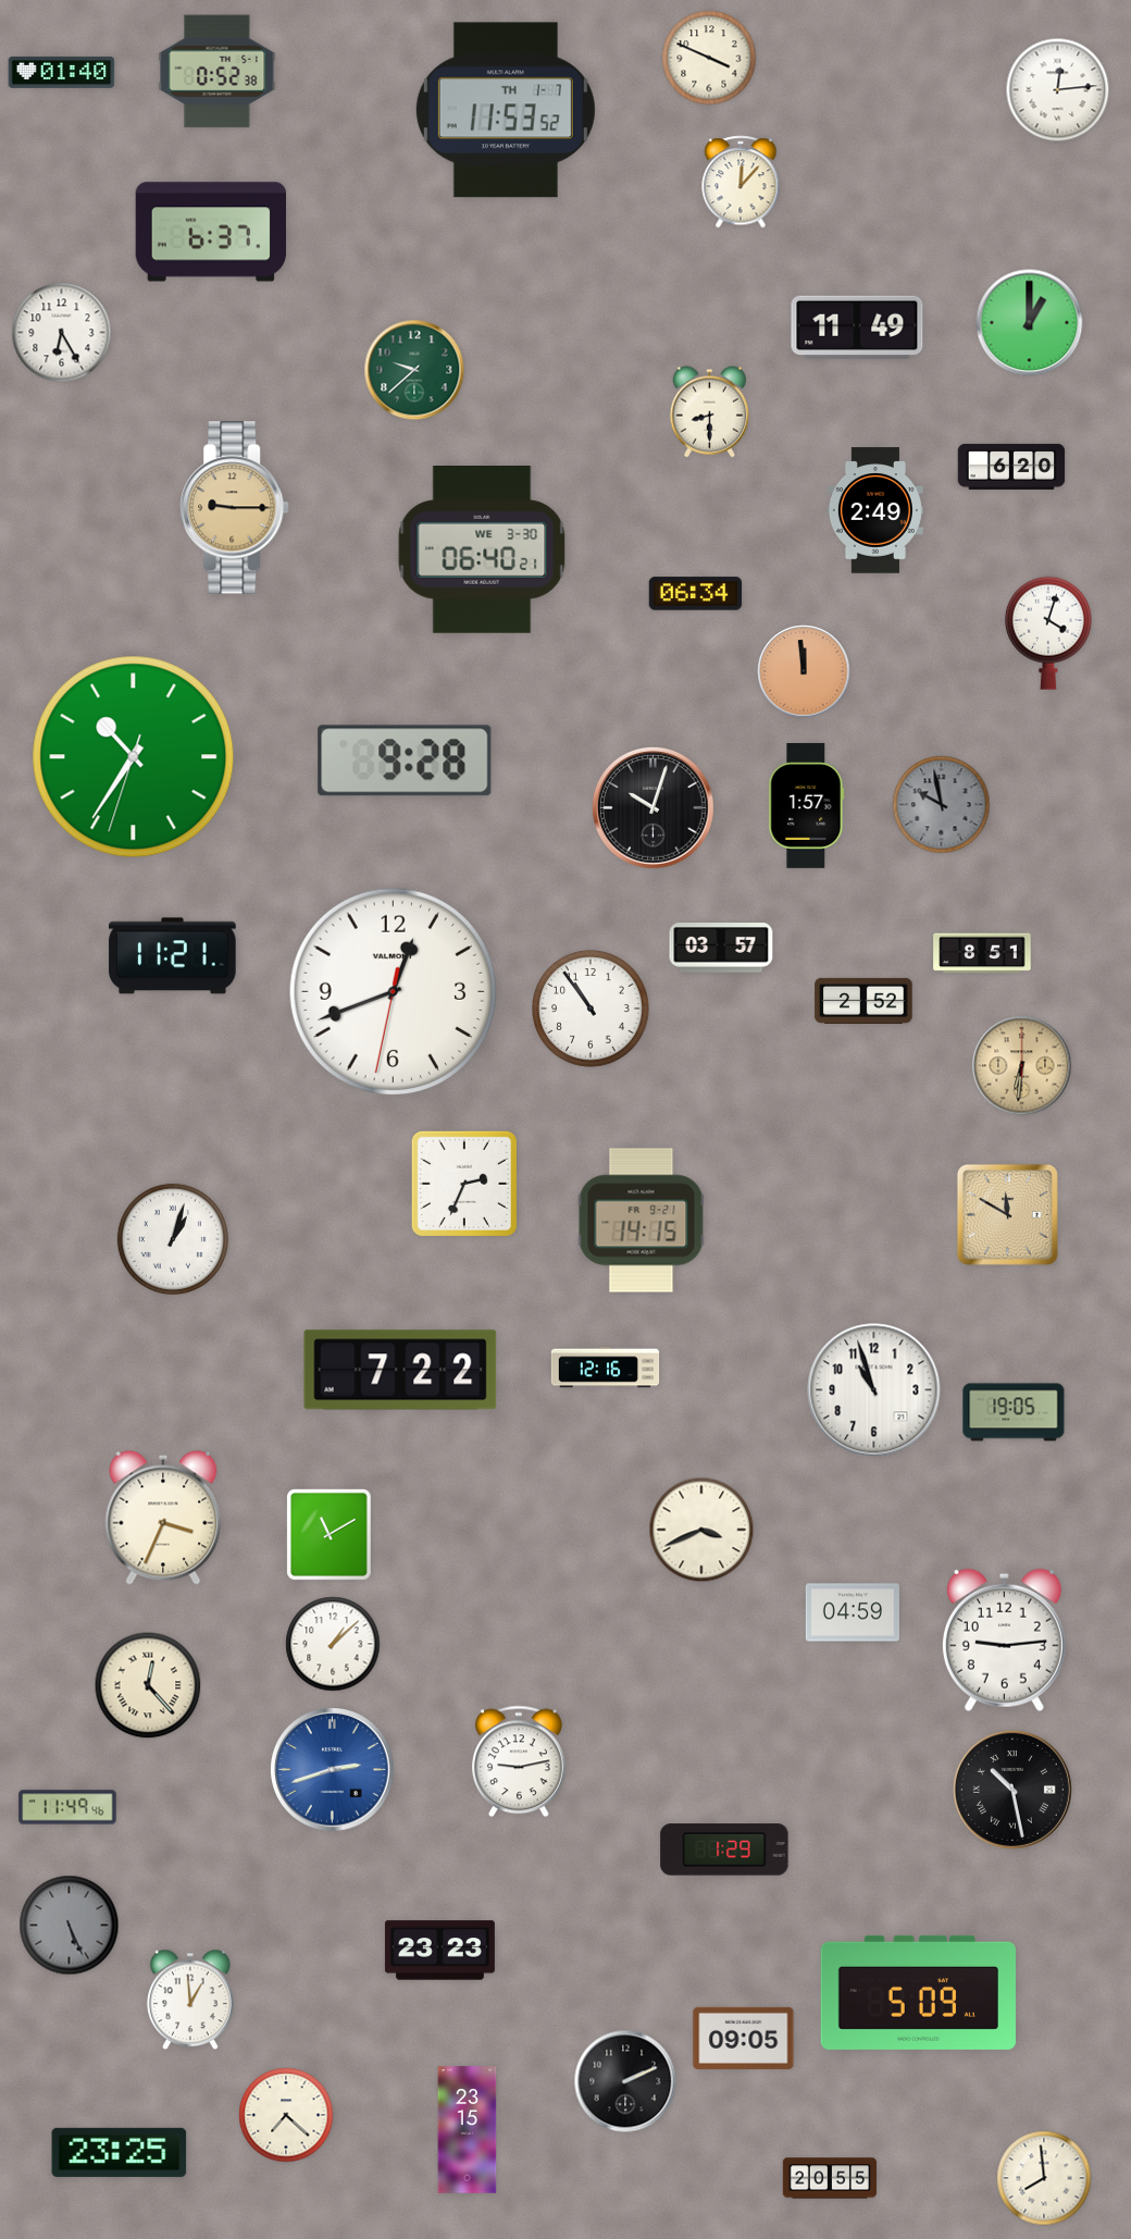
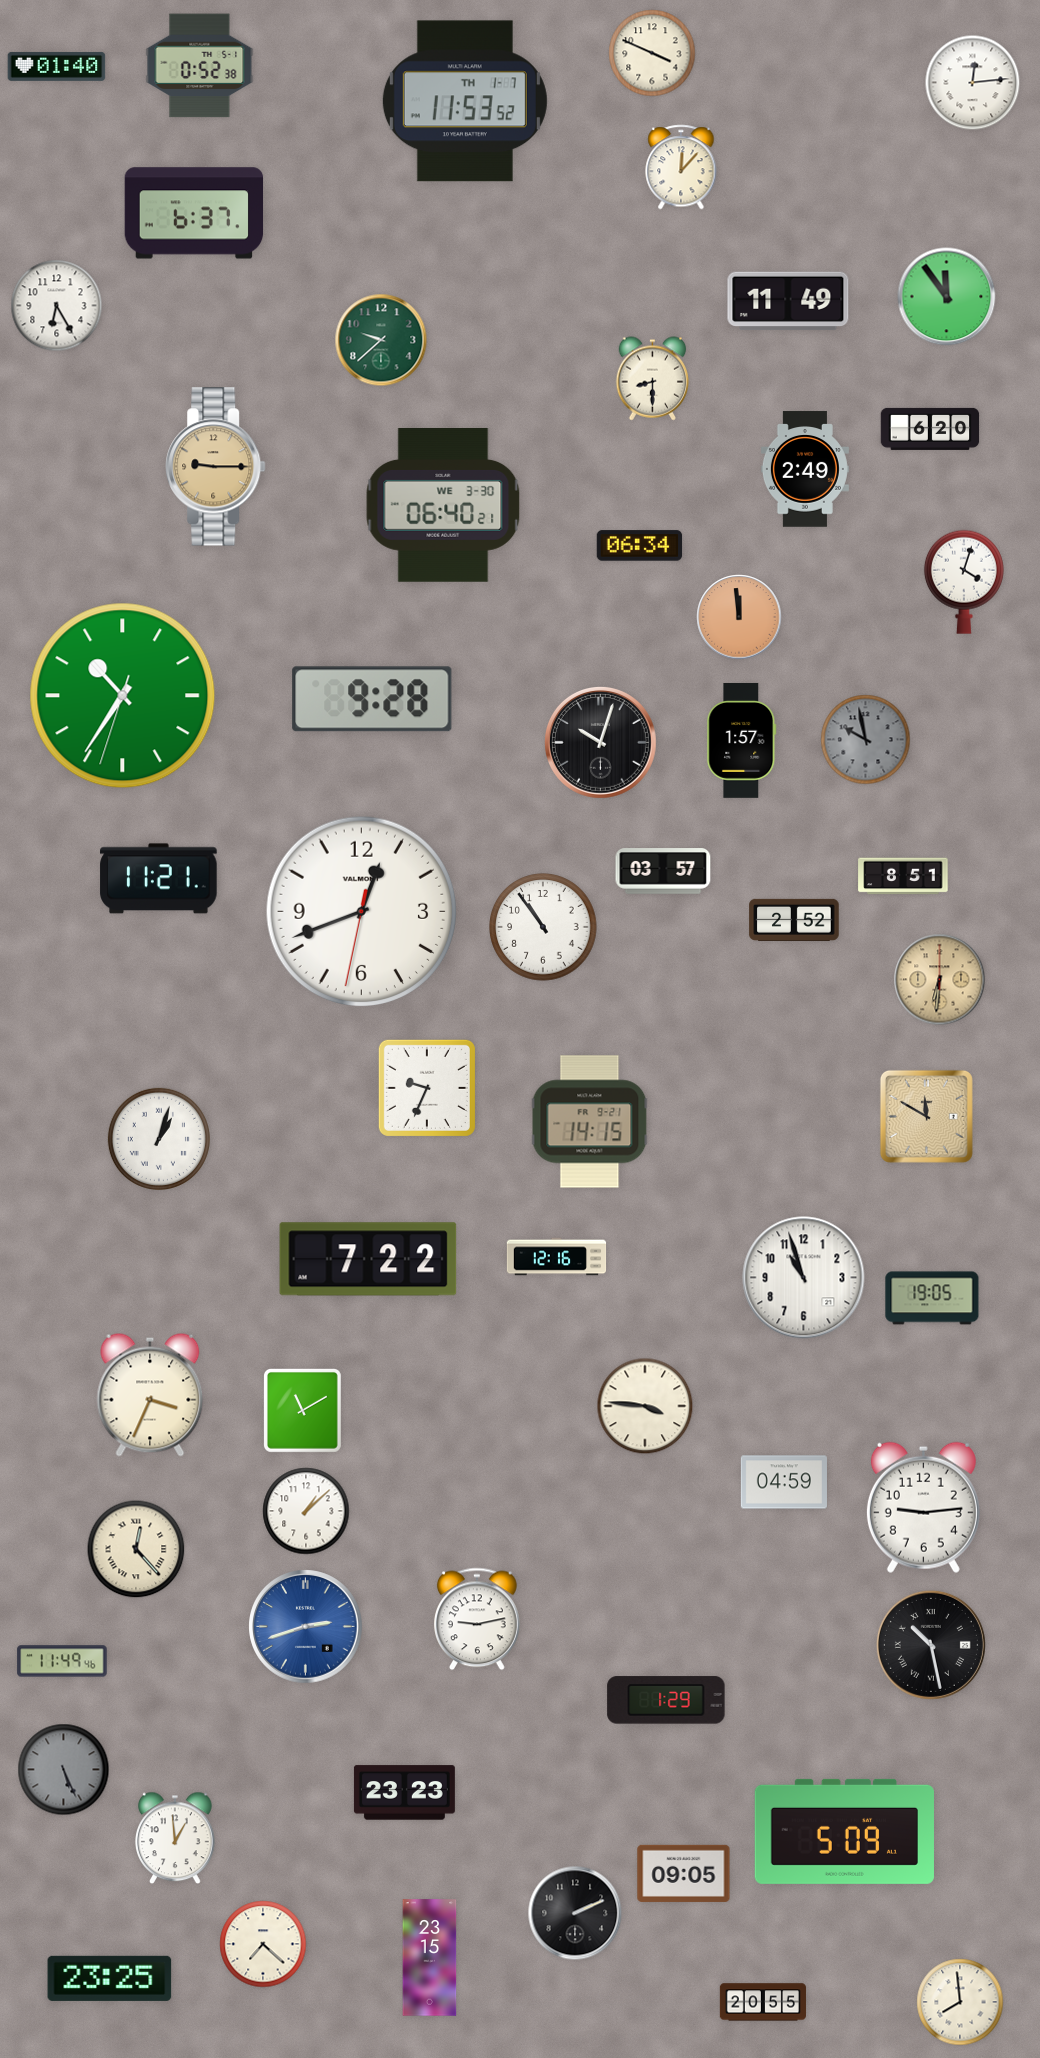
clock at (1030, 323): 1:00 -> 11:54
clock at (464, 1184): 2:34 -> 9:34
clock at (701, 1530): 3:41 -> 3:46
